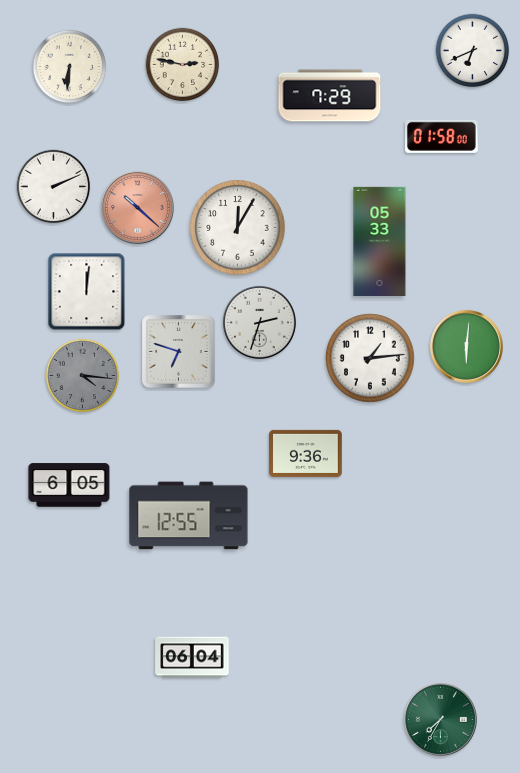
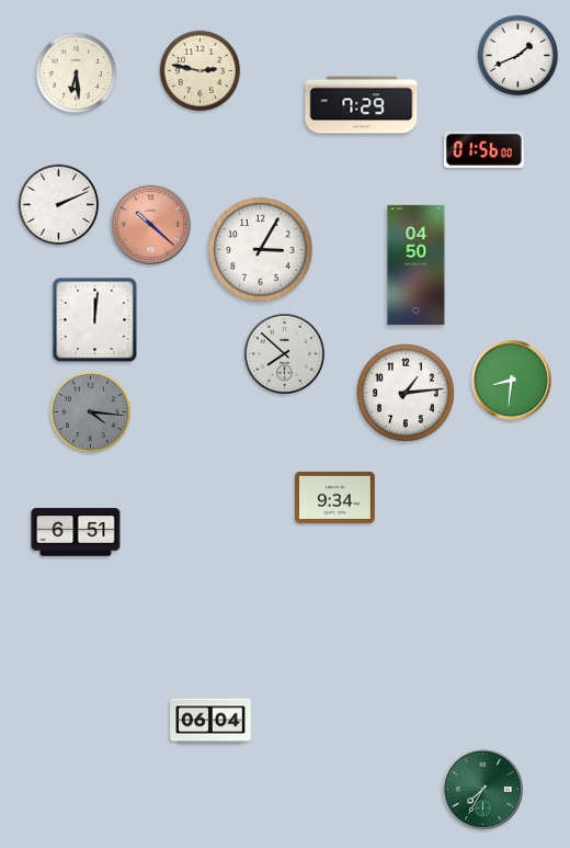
clock at (473, 51): 6:41 -> 1:41
clock at (70, 67): 6:31 -> 6:29
clock at (442, 136): 01:58 -> 01:56
clock at (137, 207) position: (137, 207) -> (150, 224)
clock at (238, 228): 12:05 -> 3:05
clock at (380, 241): 05:33 -> 04:50
clock at (259, 322): 2:33 -> 7:52
clock at (466, 346): 6:01 -> 8:31
clock at (179, 352): 6:48 -> none
clock at (306, 453): 9:36 -> 9:34
clock at (69, 485): 6:05 -> 6:51
clock at (189, 516): 12:55 -> none
